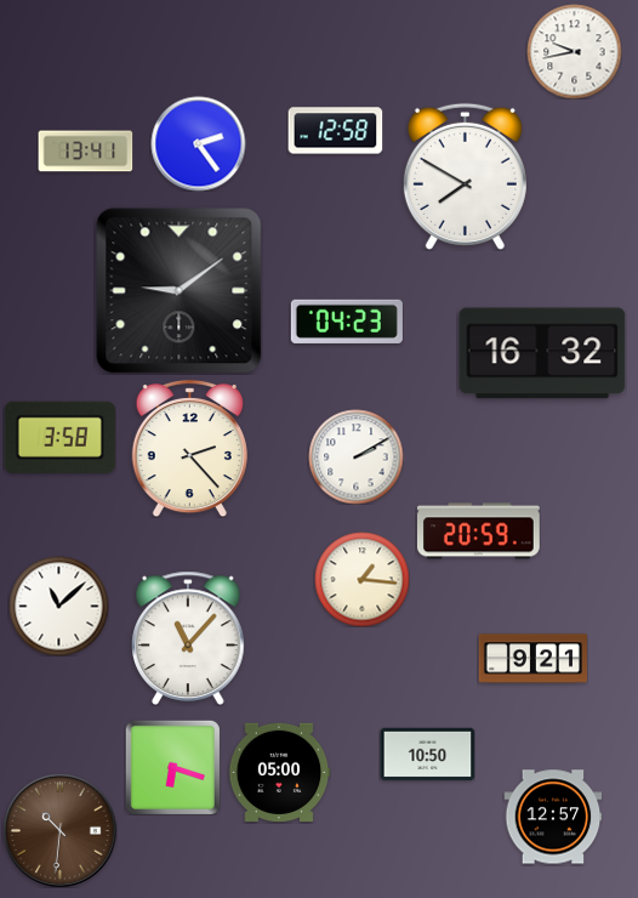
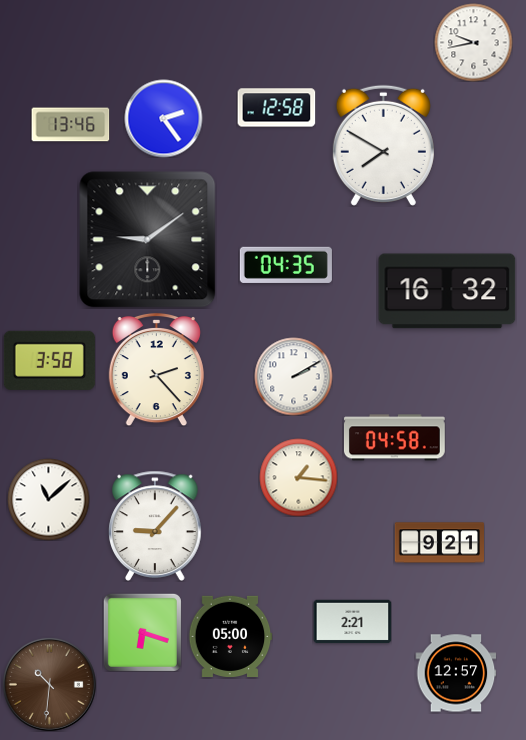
clock at (85, 152): 13:41 -> 13:46
clock at (347, 322): 04:23 -> 04:35
clock at (478, 532): 20:59 -> 04:58
clock at (188, 638): 11:07 -> 9:07
clock at (427, 755): 10:50 -> 2:21
